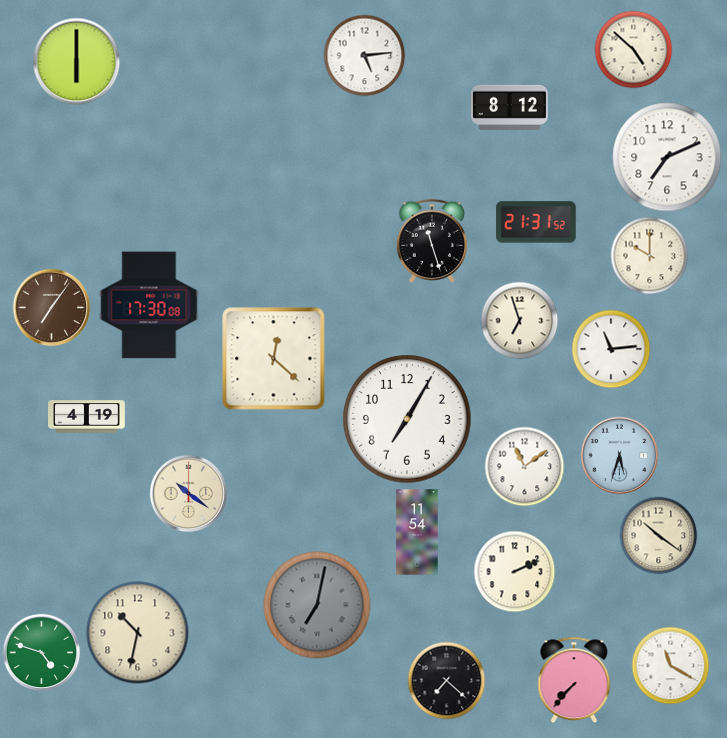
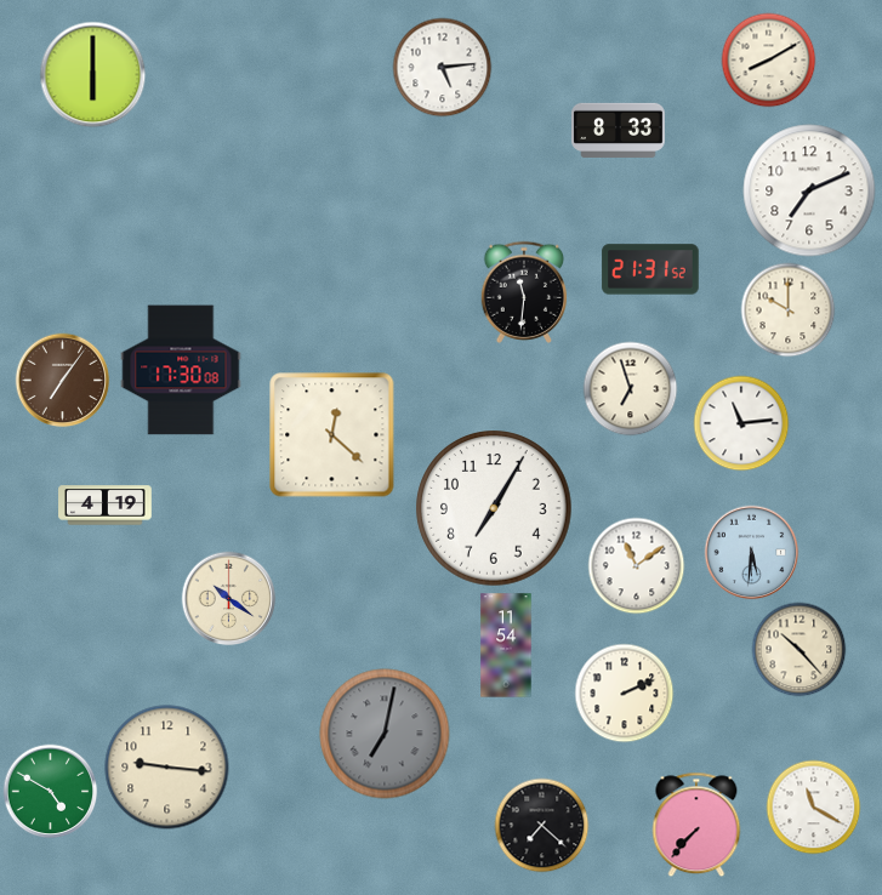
clock at (633, 49): 4:52 -> 8:10
clock at (510, 107): 8:12 -> 8:33
clock at (432, 241): 11:27 -> 11:31
clock at (51, 307) position: (51, 307) -> (62, 380)
clock at (619, 455): 5:33 -> 5:31
clock at (658, 535): 10:21 -> 10:23
clock at (138, 633): 10:32 -> 9:16
clock at (41, 652): 4:48 -> 4:50
